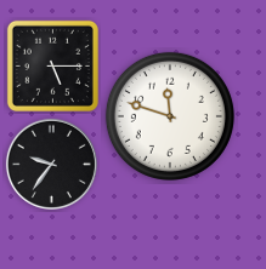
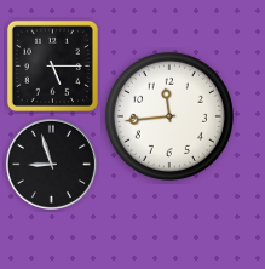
clock at (170, 116): 11:48 -> 11:44
clock at (51, 164): 9:36 -> 8:57
